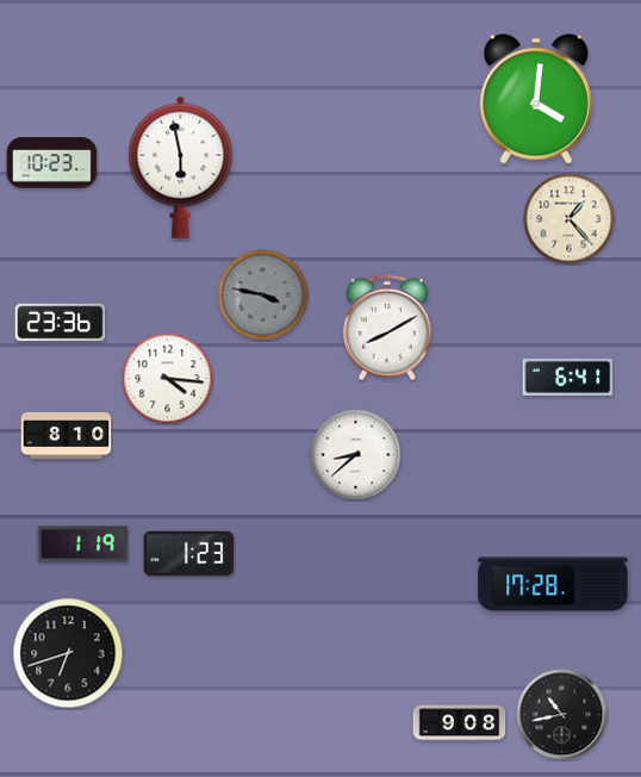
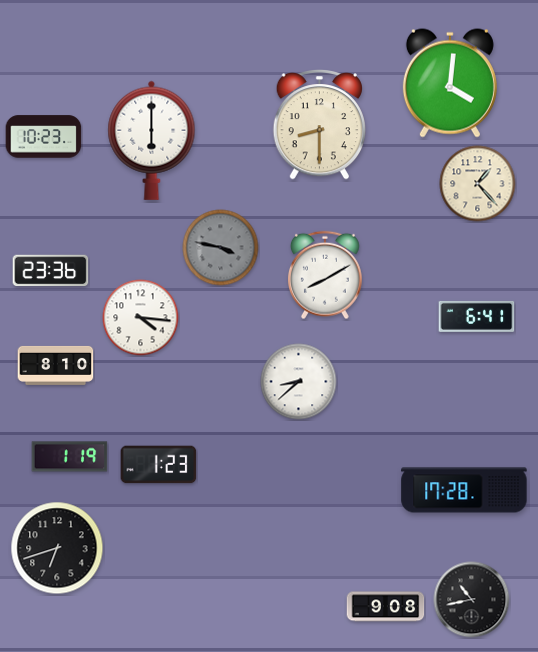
clock at (319, 125): none -> 8:30
clock at (181, 167): 5:58 -> 6:00
